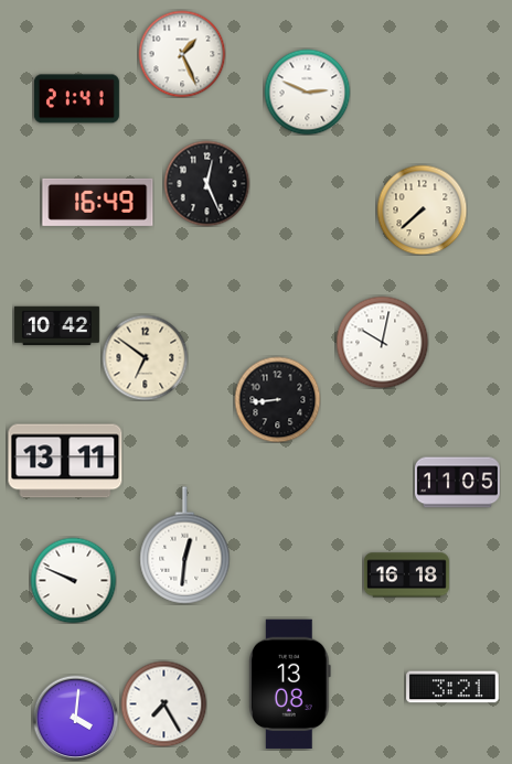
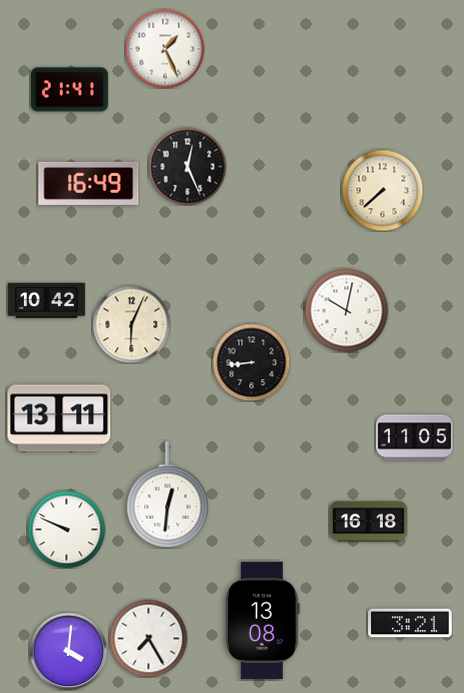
clock at (307, 92): 2:49 -> none
clock at (56, 326) position: (56, 326) -> (46, 301)
clock at (145, 357): 6:51 -> 6:04
clock at (73, 580) position: (73, 580) -> (66, 529)
